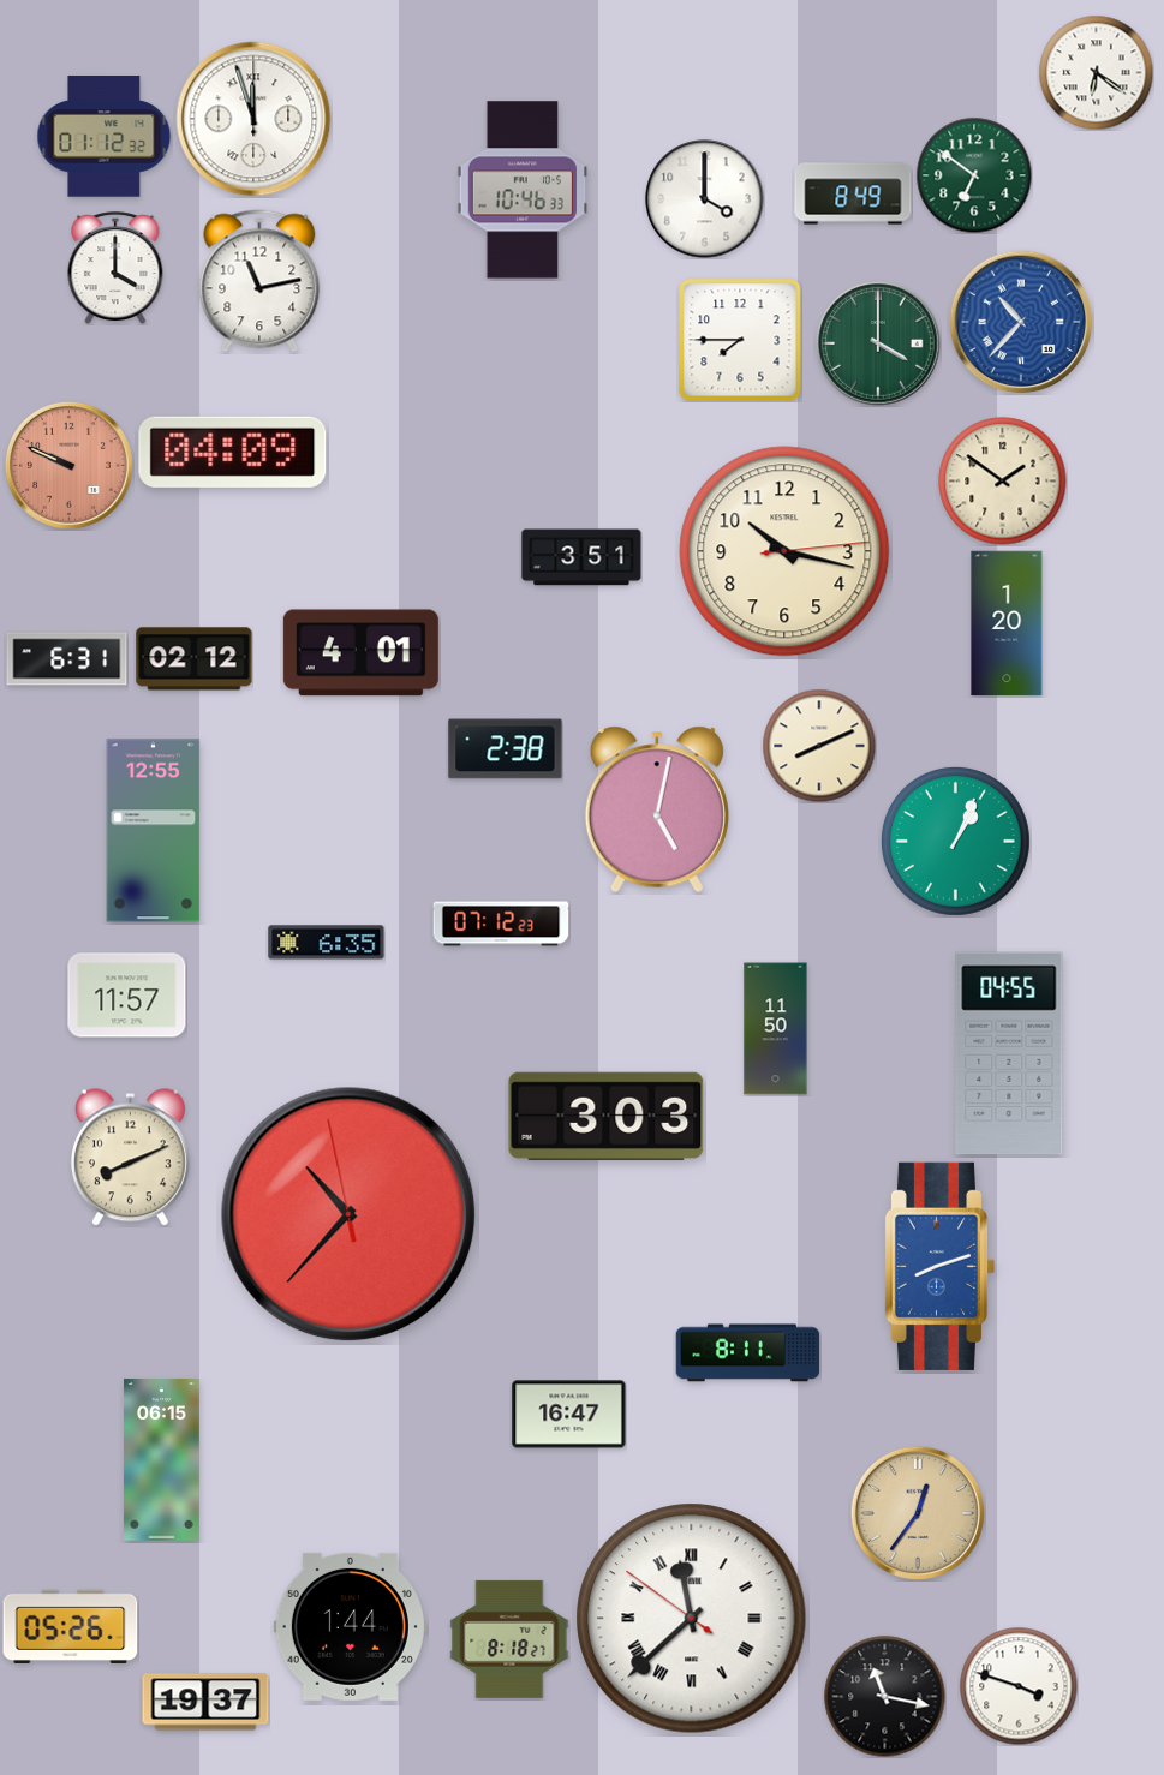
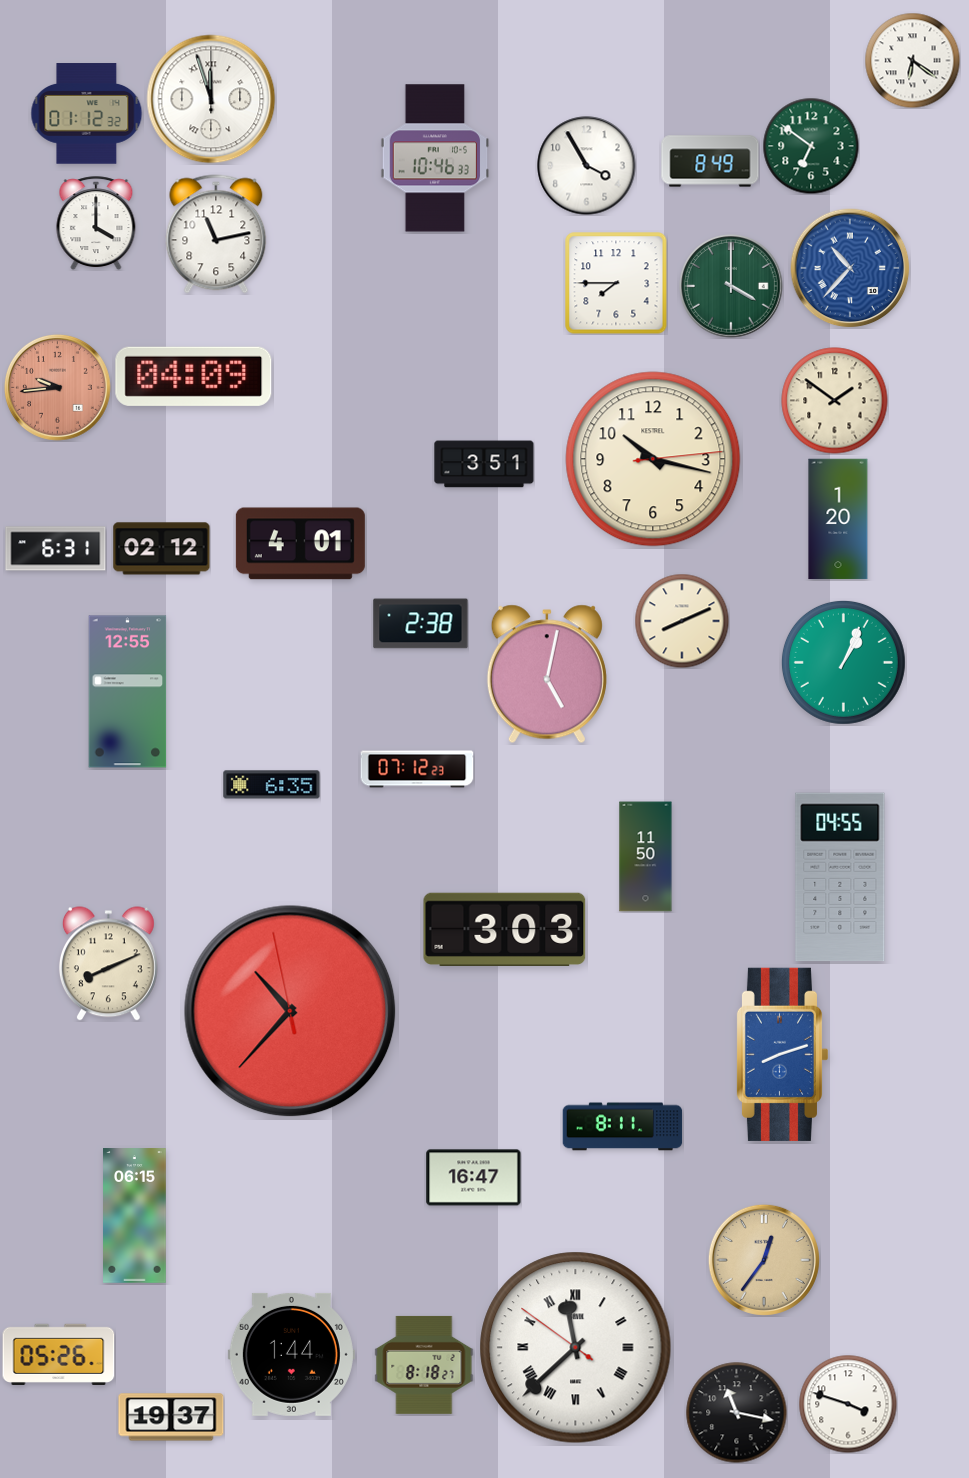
clock at (705, 199): 4:00 -> 3:55
clock at (68, 465): 9:49 -> 9:44
clock at (955, 841) position: (955, 841) -> (843, 662)
clock at (127, 996): 11:57 -> none
